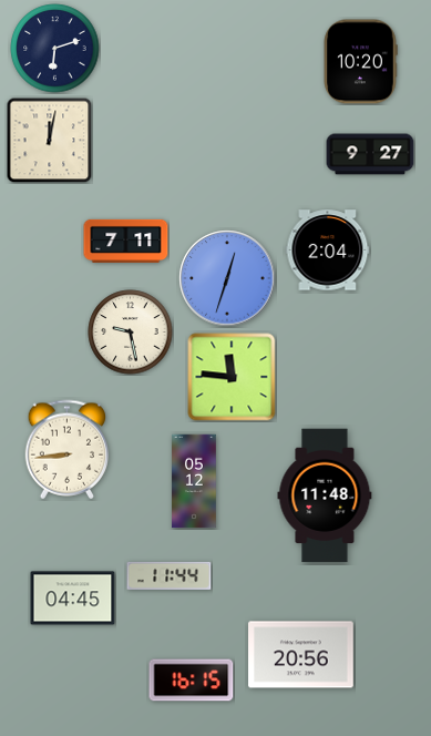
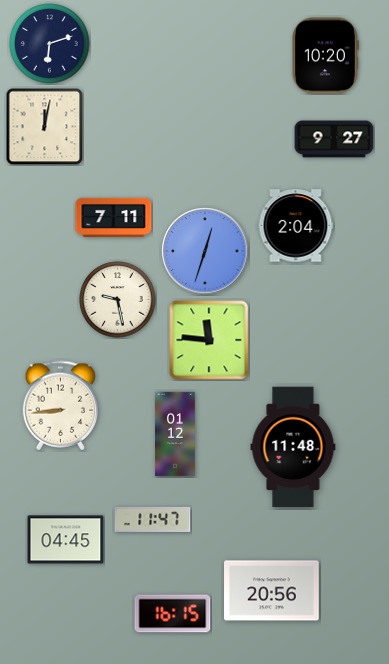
clock at (194, 481): 05:12 -> 01:12
clock at (170, 575): 11:44 -> 11:47
